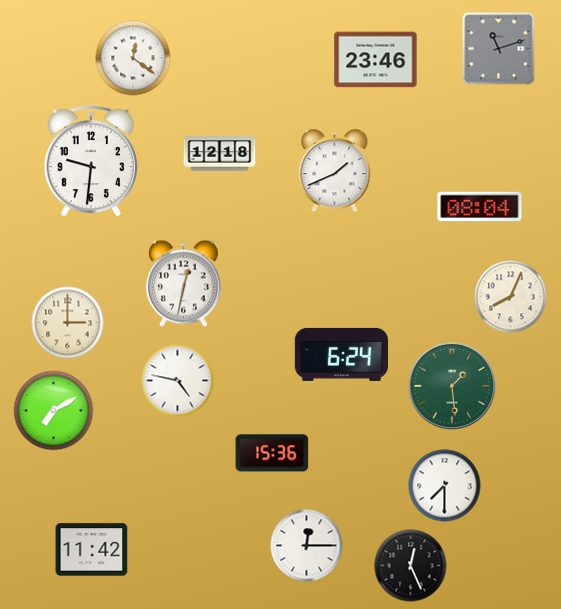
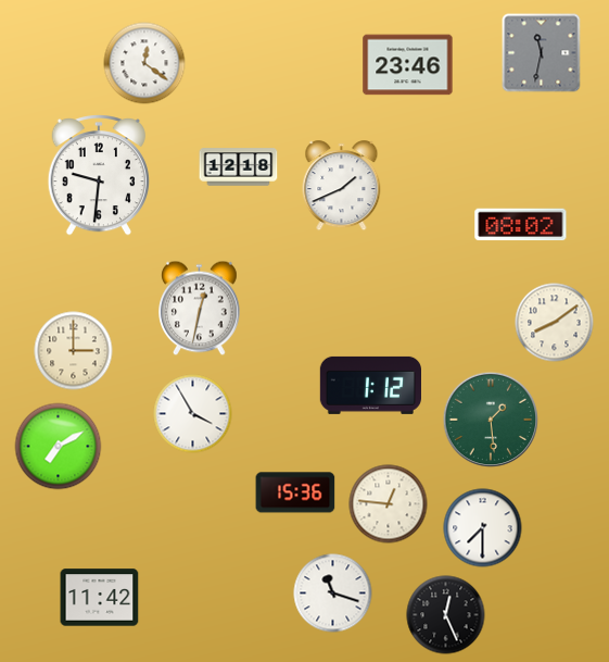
clock at (499, 49): 11:12 -> 11:32
clock at (335, 171) position: (335, 171) -> (342, 186)
clock at (480, 207): 08:04 -> 08:02
clock at (511, 297): 8:04 -> 8:09
clock at (341, 354): 6:24 -> 1:12
clock at (178, 381): 4:47 -> 3:55
clock at (389, 504): none -> 12:46
clock at (307, 546): 12:15 -> 11:18
